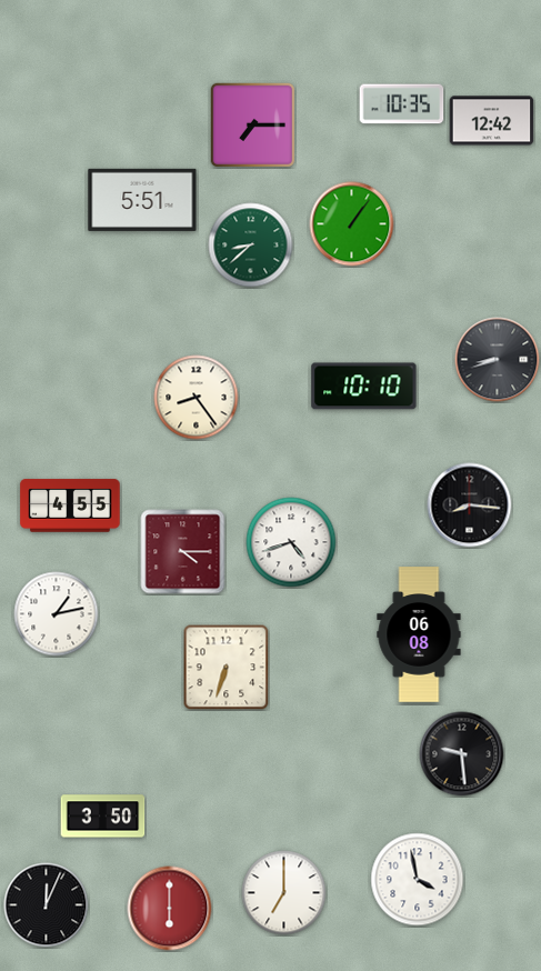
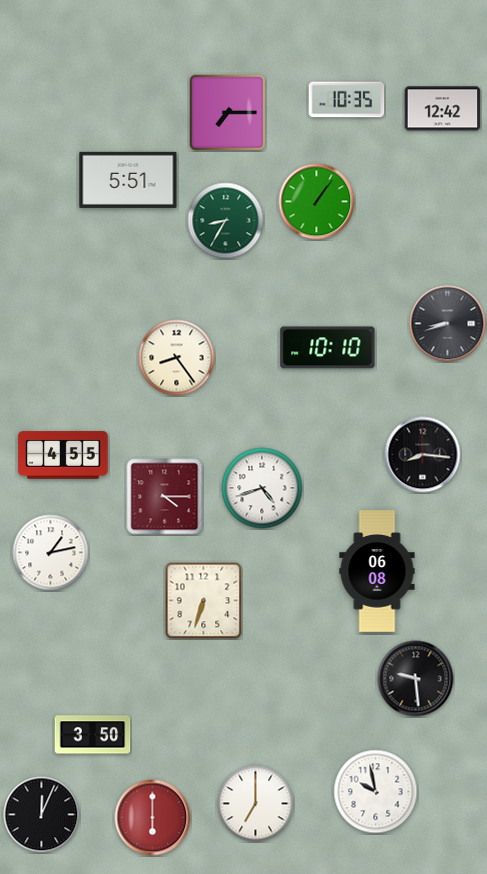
clock at (402, 104) position: (402, 104) -> (347, 100)
clock at (251, 246): 8:38 -> 8:35
clock at (418, 880): 3:58 -> 9:58
